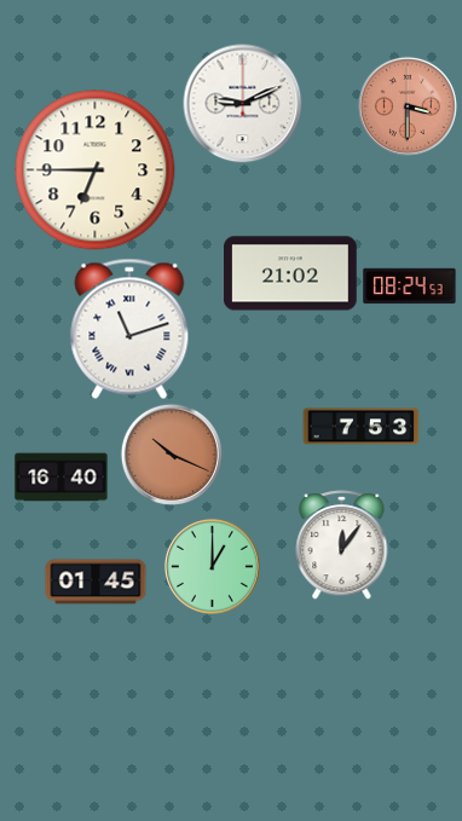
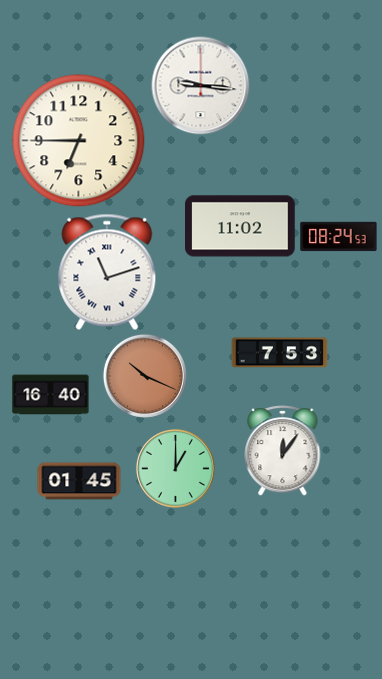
clock at (243, 104): 9:11 -> 9:16
clock at (408, 106): 3:30 -> none
clock at (291, 273): 21:02 -> 11:02
clock at (362, 427) position: (362, 427) -> (280, 353)
clock at (172, 455) position: (172, 455) -> (145, 376)
